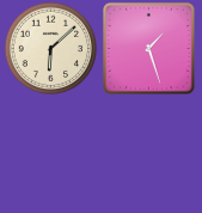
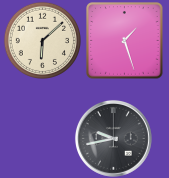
clock at (113, 138): none -> 9:43
